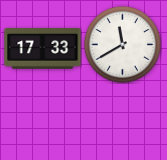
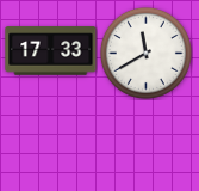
clock at (43, 49) position: (43, 49) -> (51, 51)
